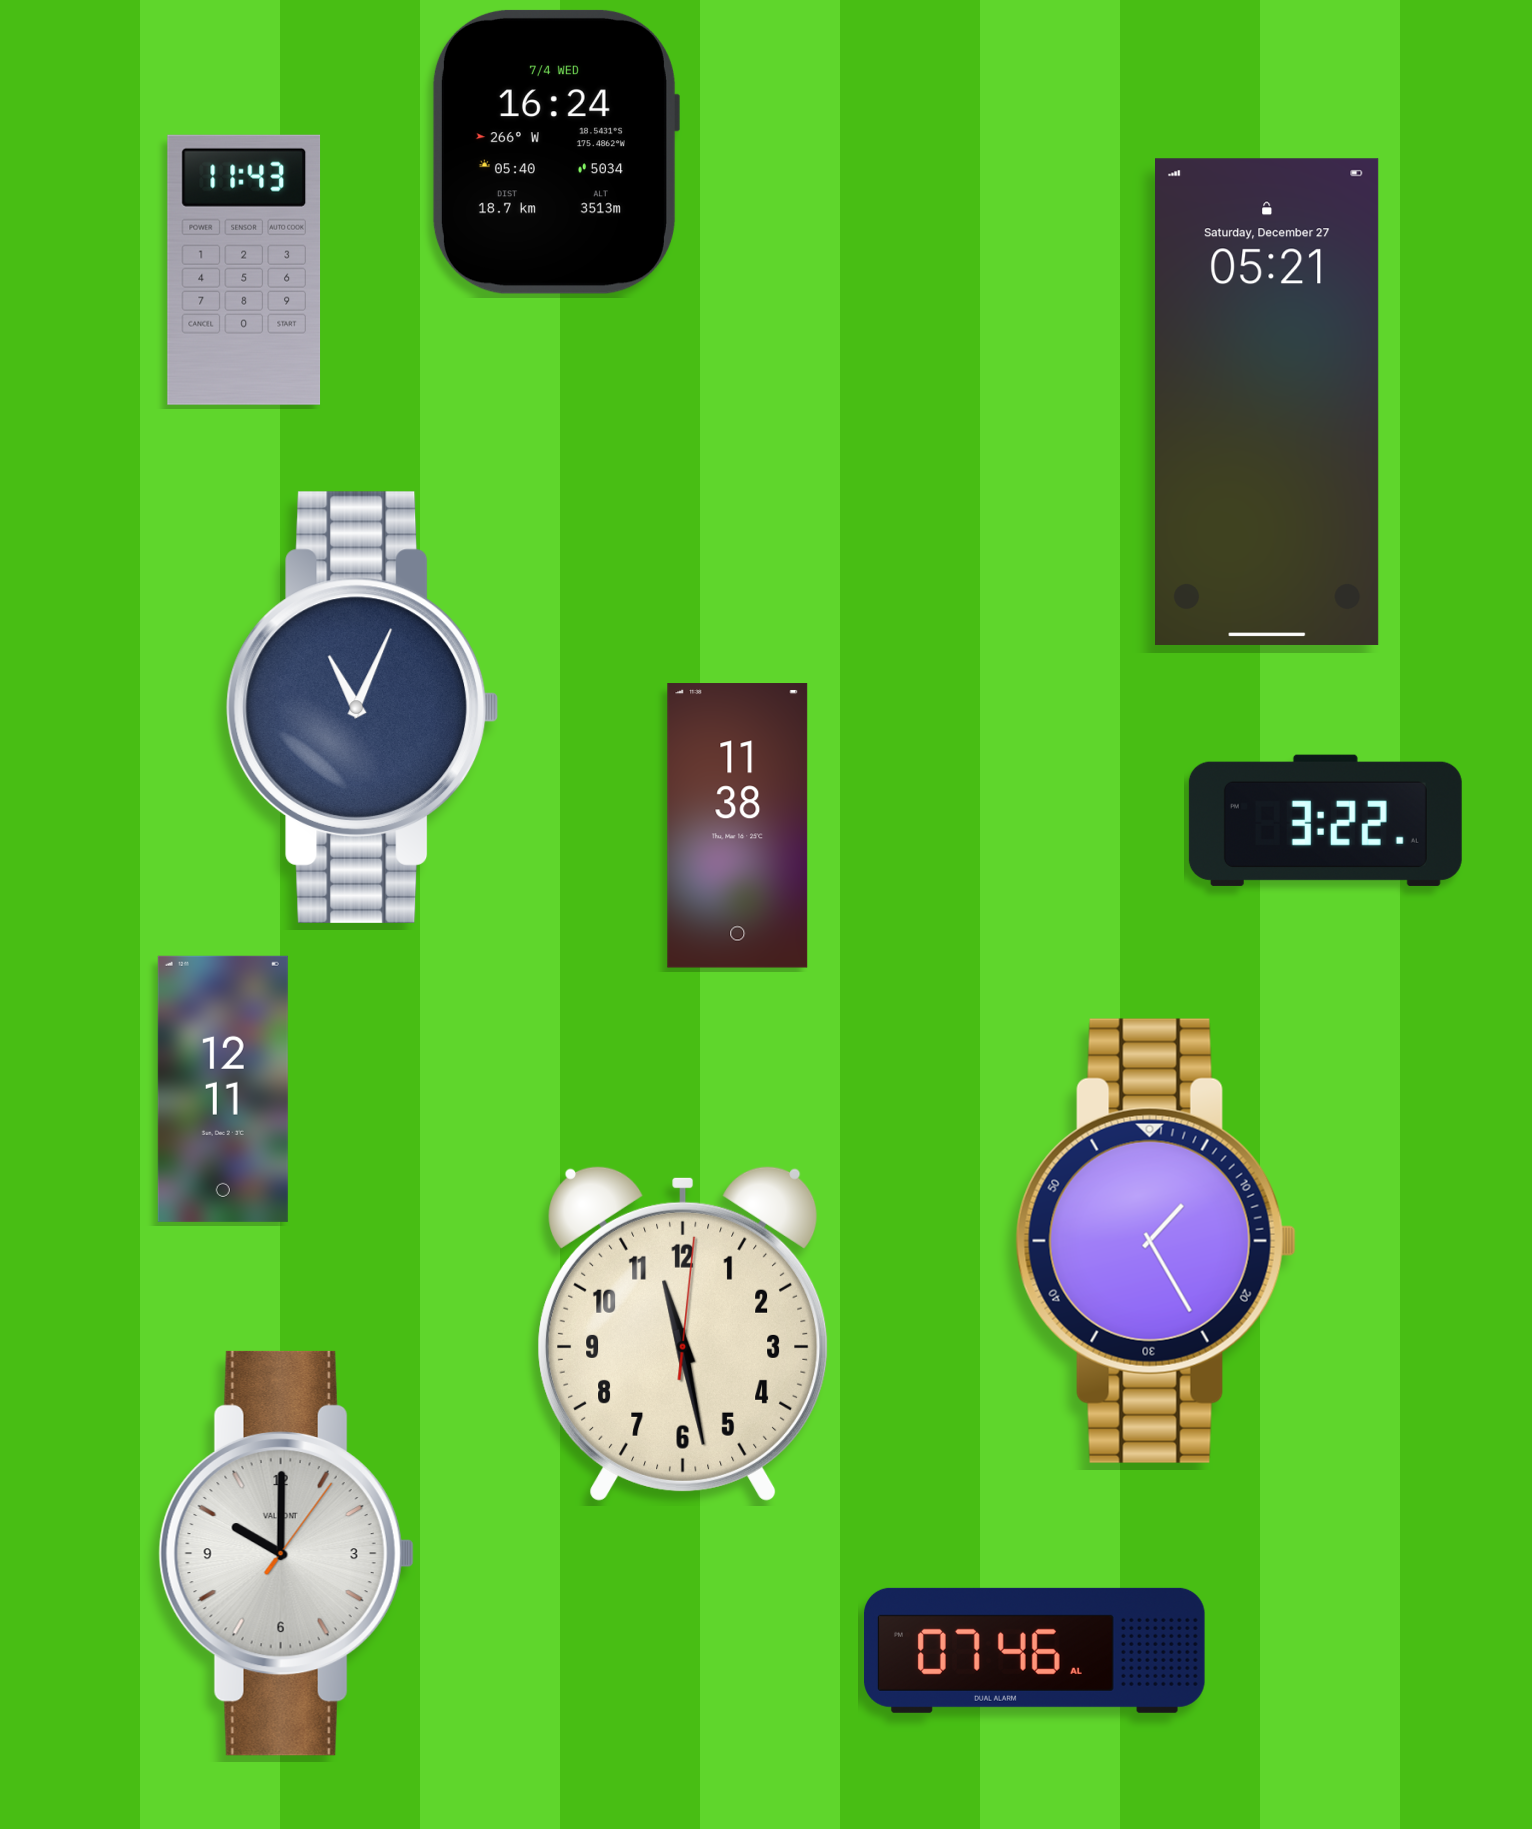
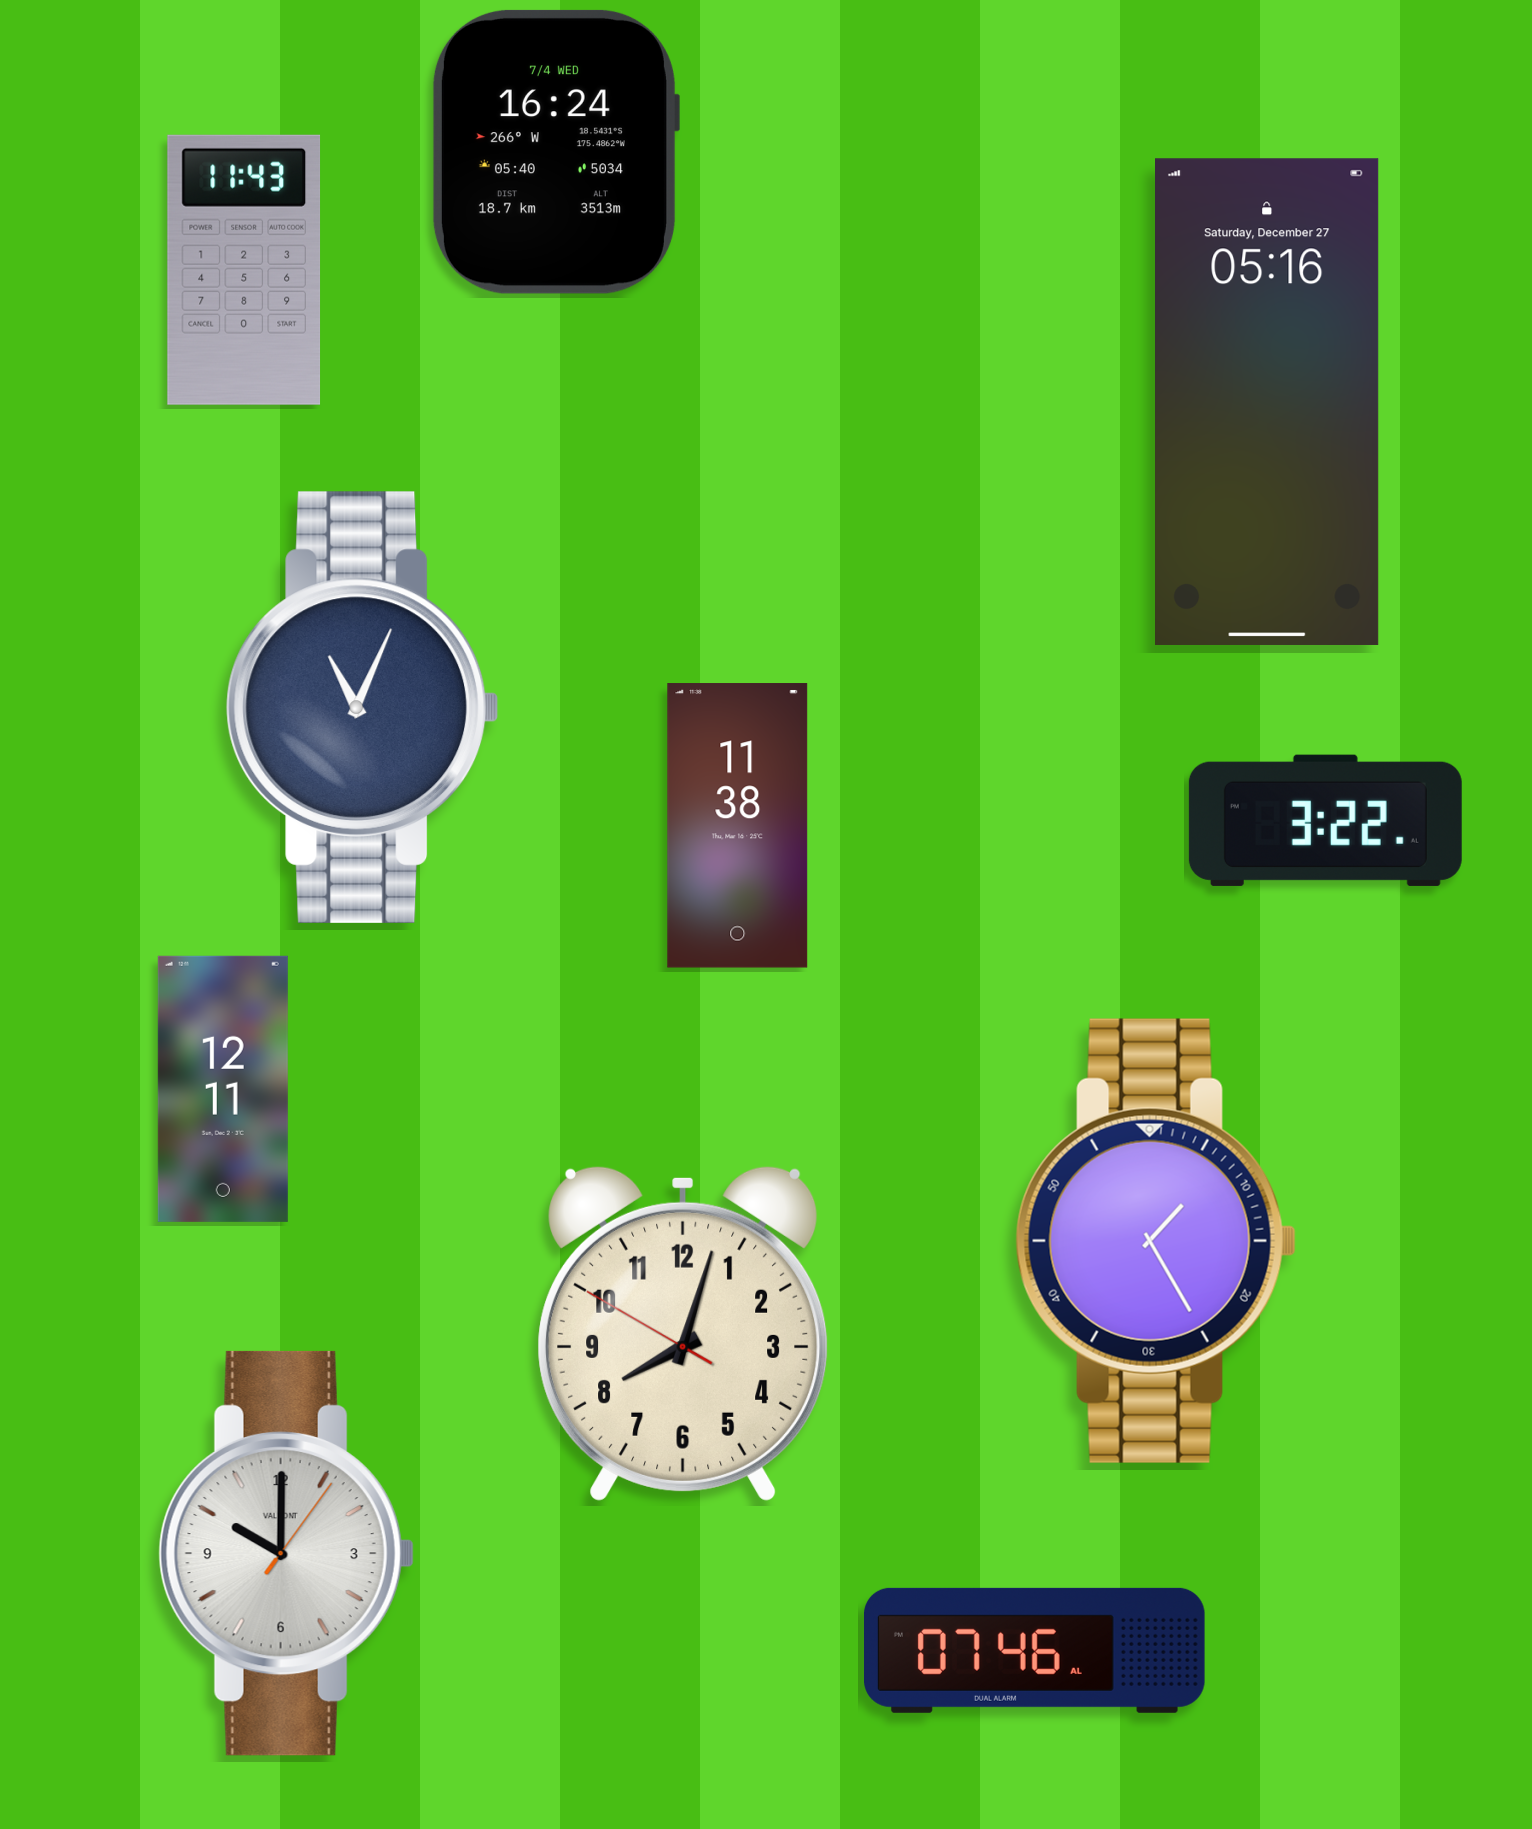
clock at (1268, 402): 05:21 -> 05:16
clock at (683, 1333): 11:28 -> 8:02
